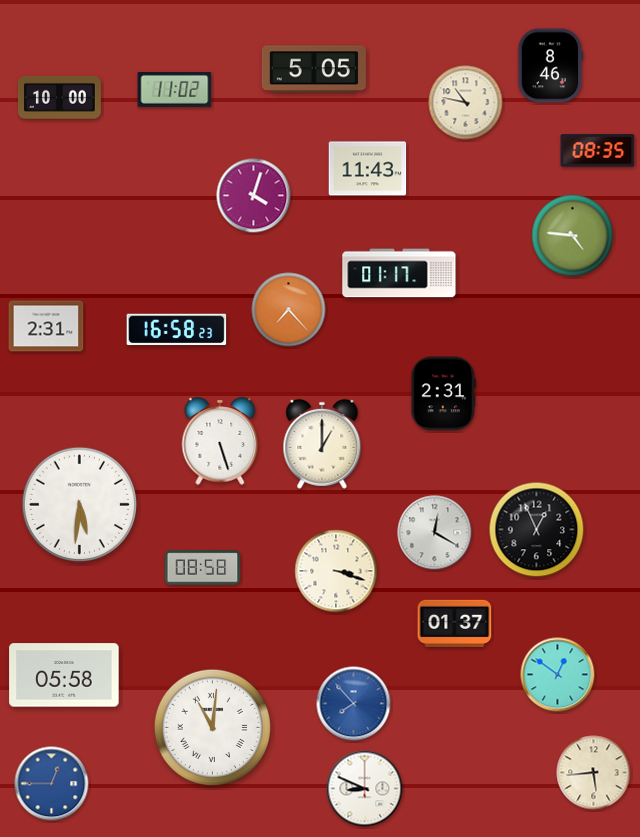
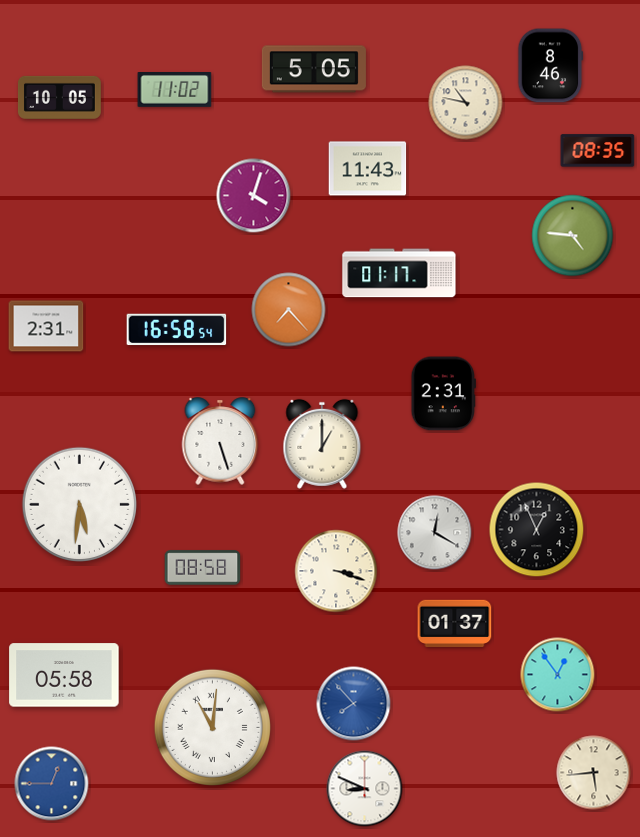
clock at (59, 97): 10:00 -> 10:05
clock at (177, 330): 16:58:23 -> 16:58:54
clock at (558, 675): 12:51 -> 12:54
